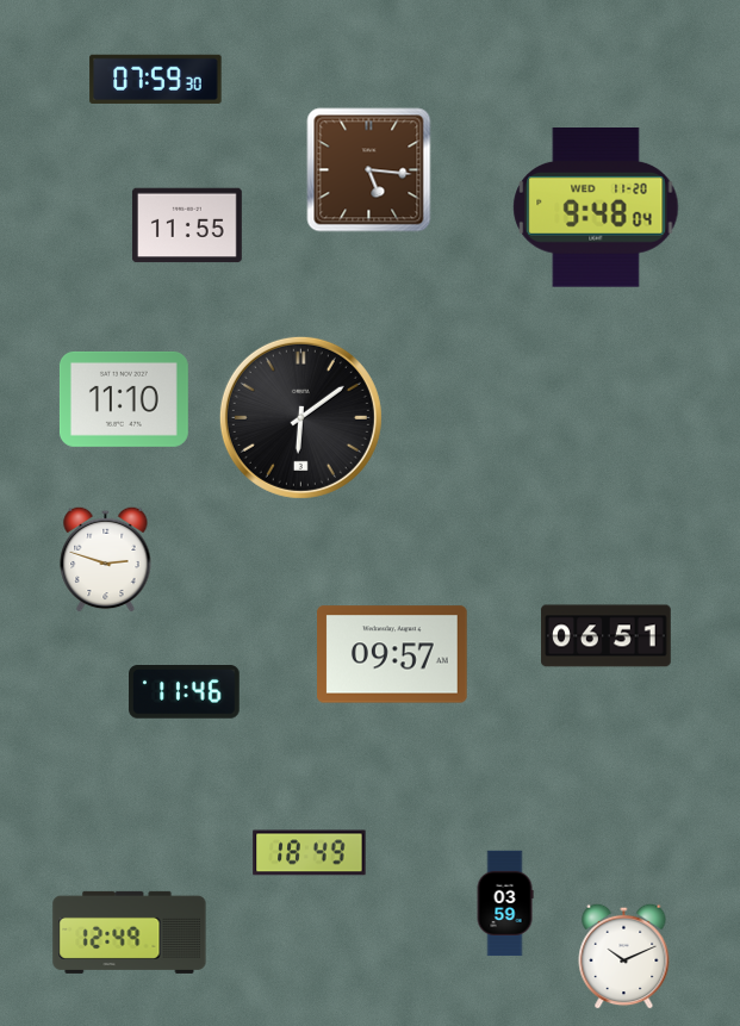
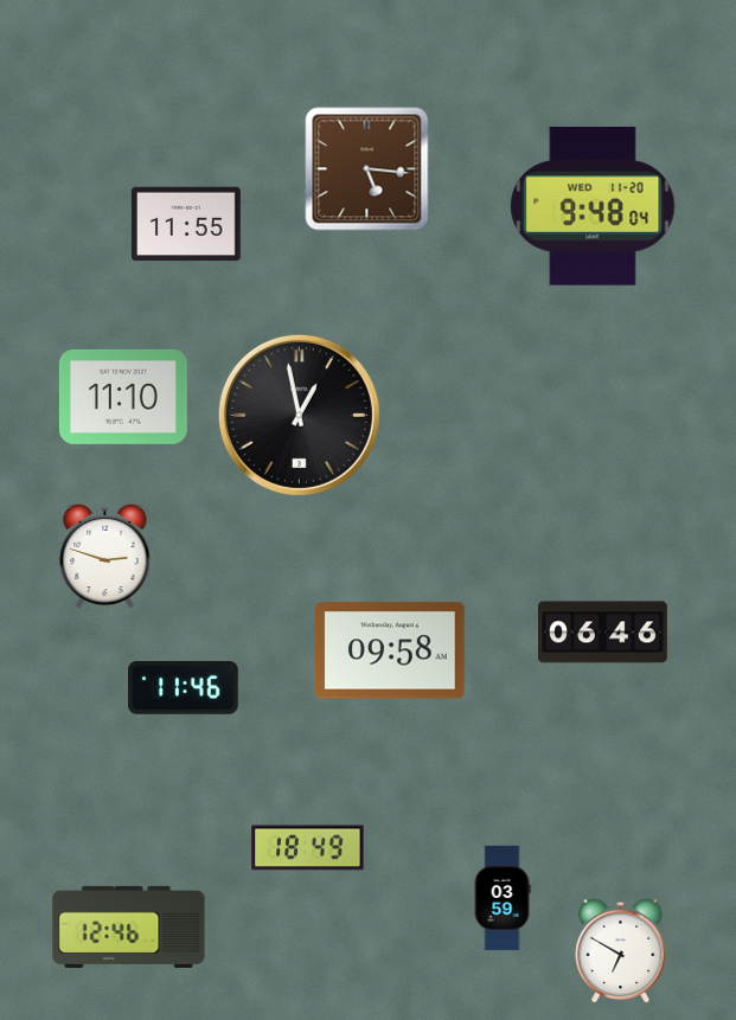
clock at (156, 79): 07:59 -> none
clock at (300, 417): 6:09 -> 12:58
clock at (607, 636): 06:51 -> 06:46
clock at (393, 654): 09:57 -> 09:58
clock at (130, 932): 12:49 -> 12:46
clock at (624, 956): 10:11 -> 6:50
